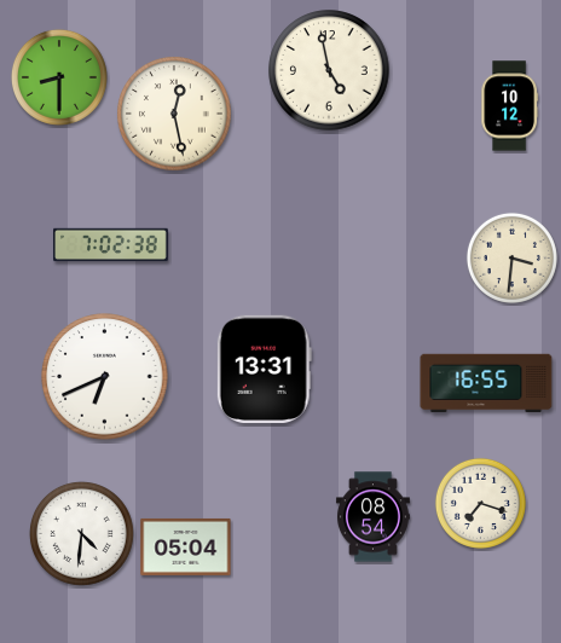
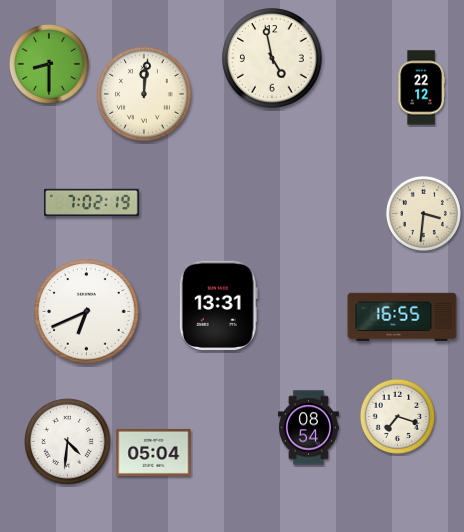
clock at (509, 106): 10:12 -> 22:12
clock at (174, 114): 12:28 -> 12:01
clock at (111, 245): 7:02:38 -> 7:02:19
